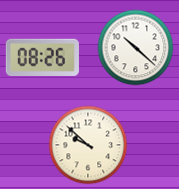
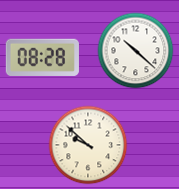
clock at (136, 48) position: (136, 48) -> (136, 51)
clock at (42, 57): 08:26 -> 08:28
